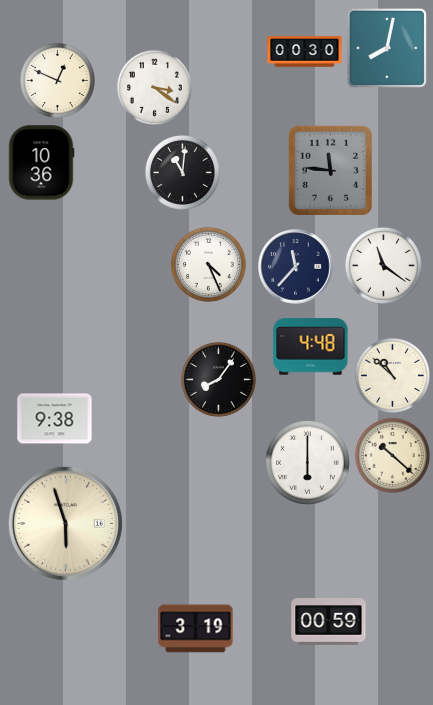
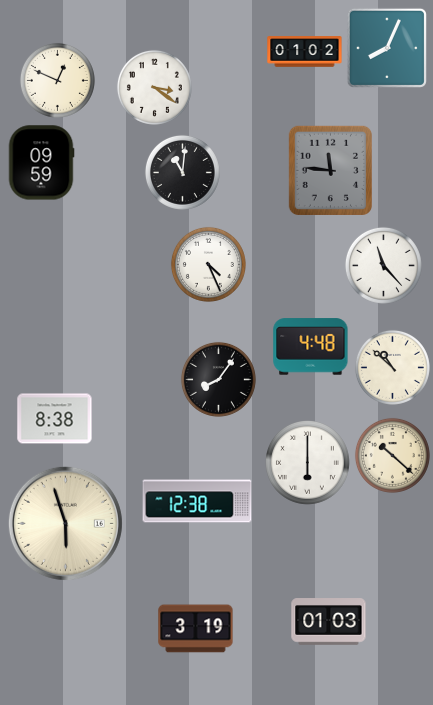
clock at (387, 48): 8:02 -> 8:04
clock at (305, 52): 00:30 -> 01:02
clock at (41, 163): 10:36 -> 09:59
clock at (383, 265): 11:21 -> 11:23
clock at (296, 267): 11:37 -> none
clock at (392, 375) position: (392, 375) -> (392, 367)
clock at (55, 419): 9:38 -> 8:38
clock at (197, 501): none -> 12:38
clock at (329, 622): 00:59 -> 01:03
